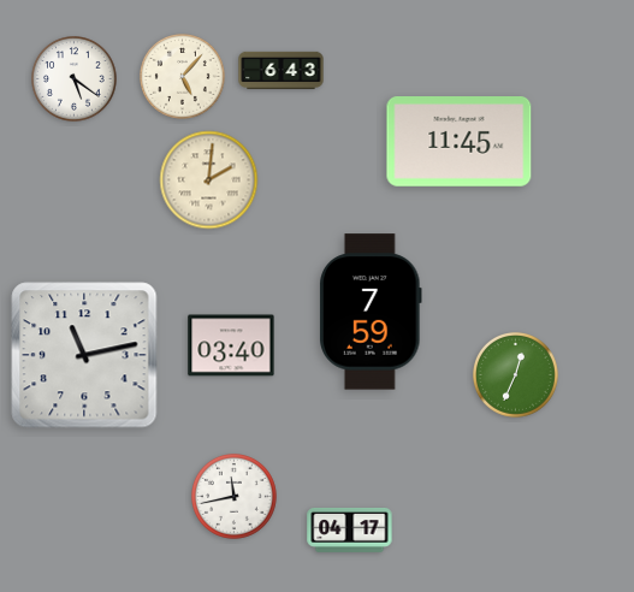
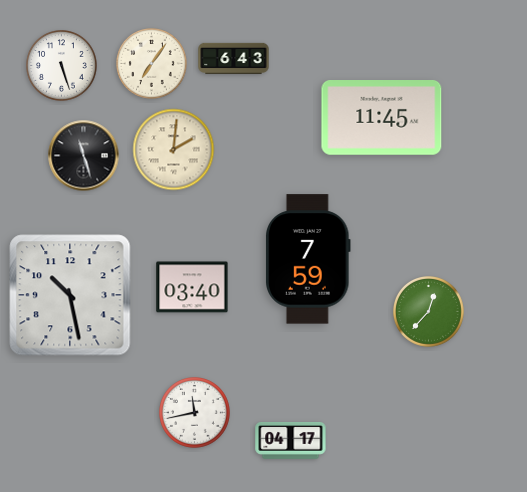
clock at (183, 77): 5:07 -> 7:06
clock at (75, 79): 5:21 -> 5:27
clock at (84, 156): none -> 11:27
clock at (84, 355): 11:13 -> 10:28
clock at (516, 375): 12:34 -> 12:37
